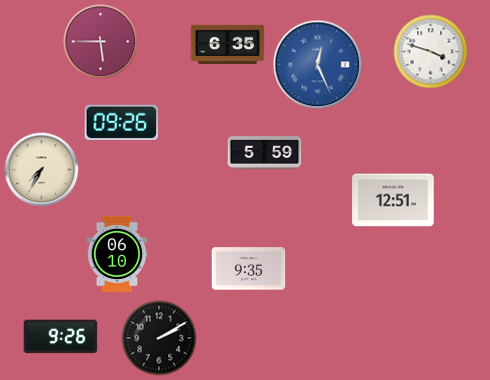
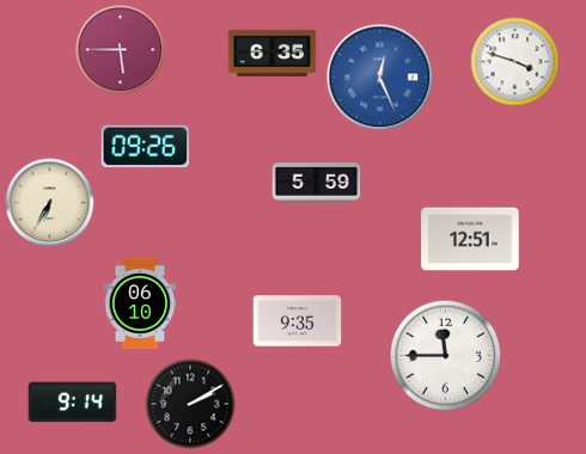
clock at (42, 170): 7:35 -> 6:35
clock at (446, 356): none -> 11:45
clock at (61, 337): 9:26 -> 9:14
